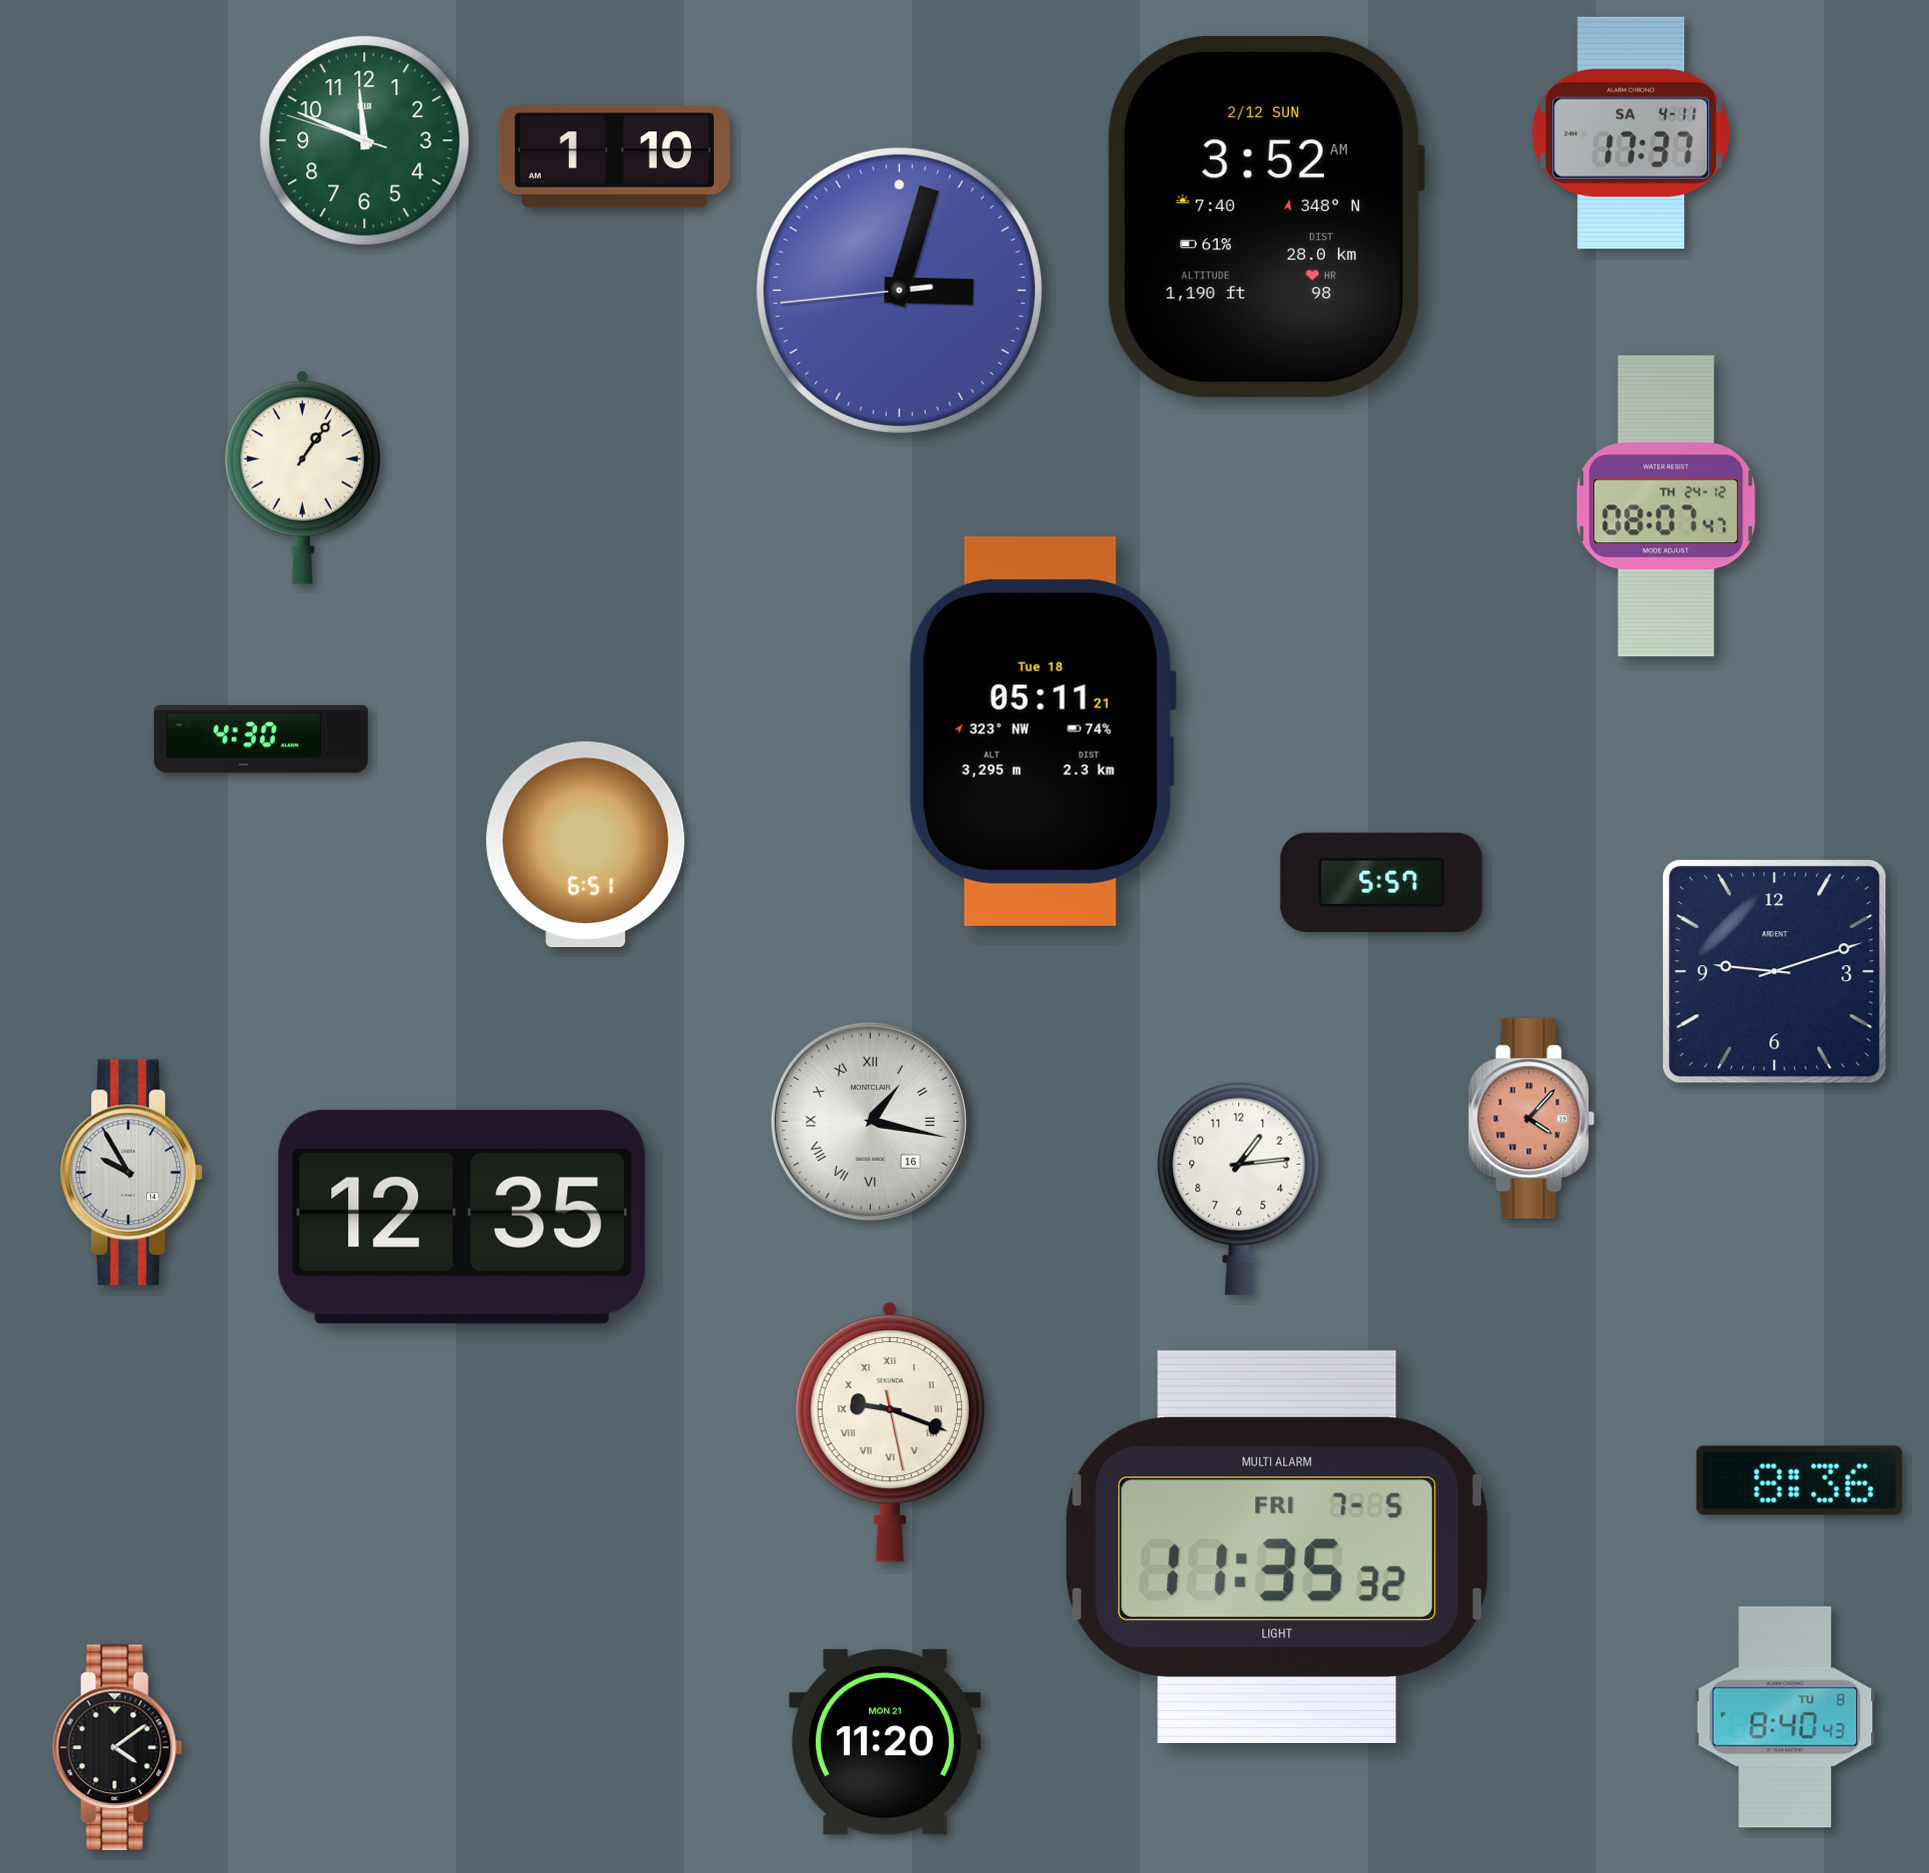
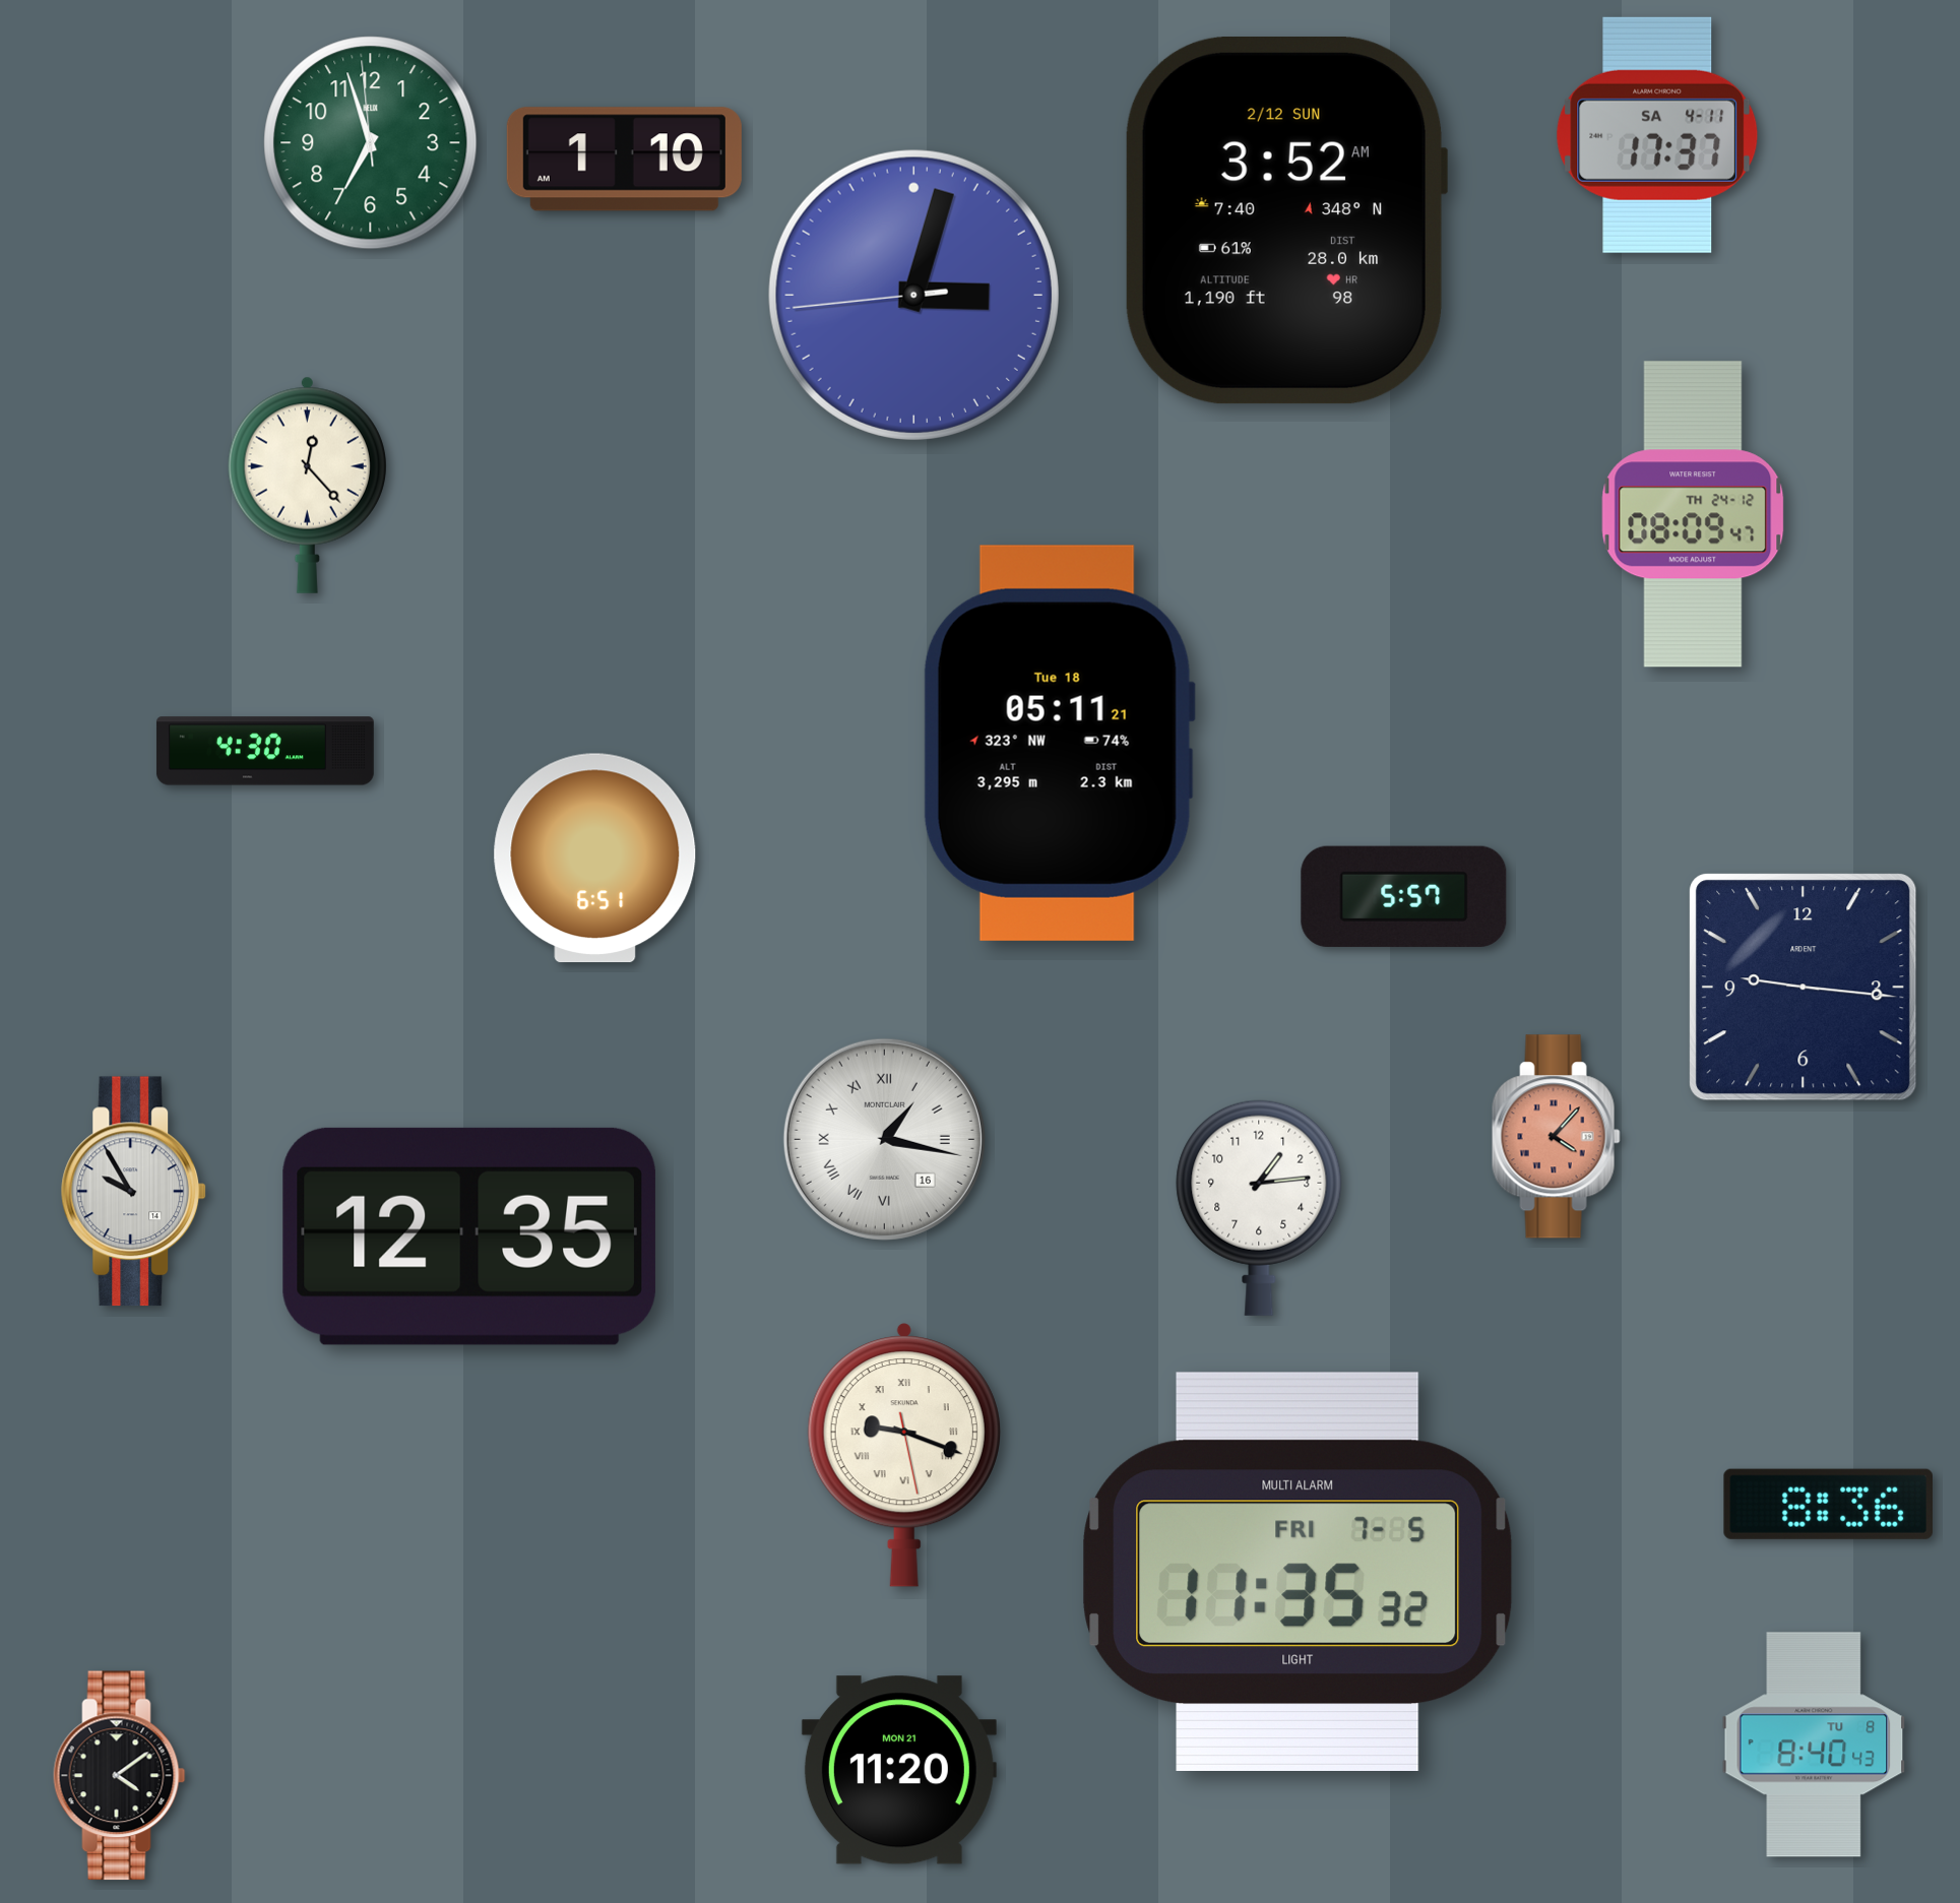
clock at (365, 141): 11:48 -> 6:56
clock at (302, 477): 1:06 -> 12:23
clock at (1666, 506): 08:07 -> 08:09
clock at (1775, 972): 9:12 -> 9:16
